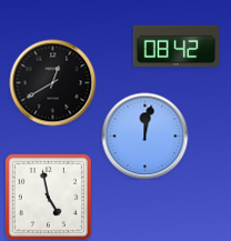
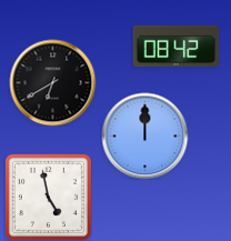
clock at (52, 82): 12:40 -> 6:40
clock at (144, 135): 12:02 -> 12:00
